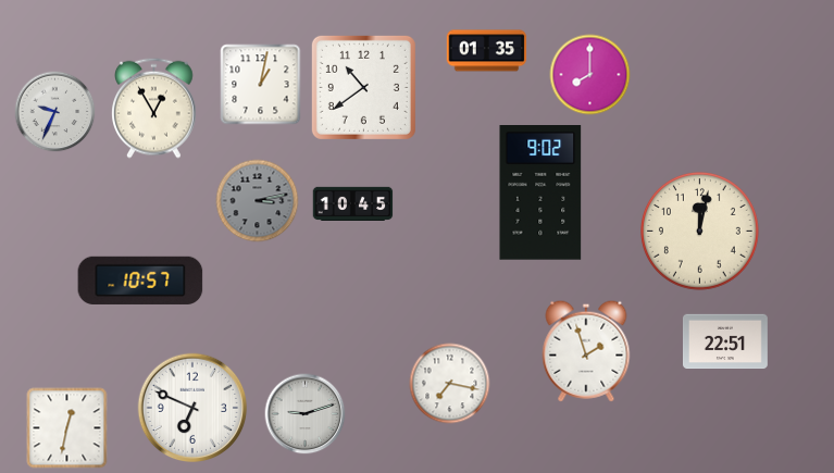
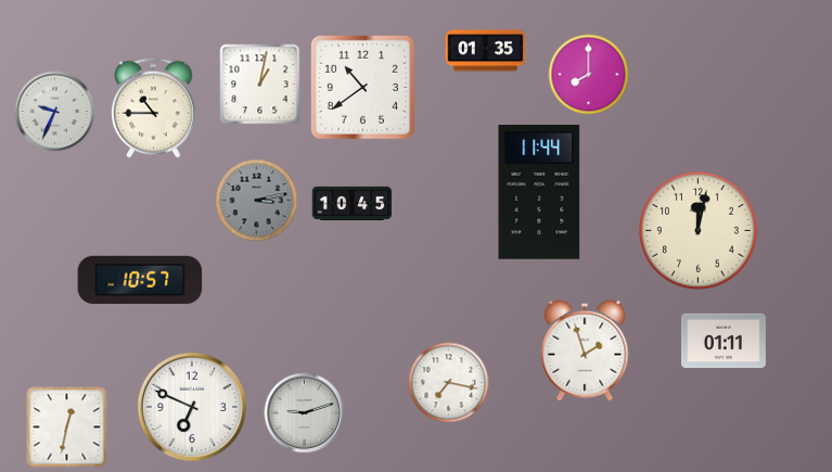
clock at (154, 108): 12:55 -> 10:45
clock at (540, 194): 9:02 -> 11:44
clock at (726, 341): 22:51 -> 01:11
